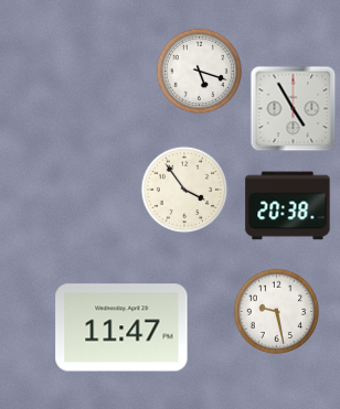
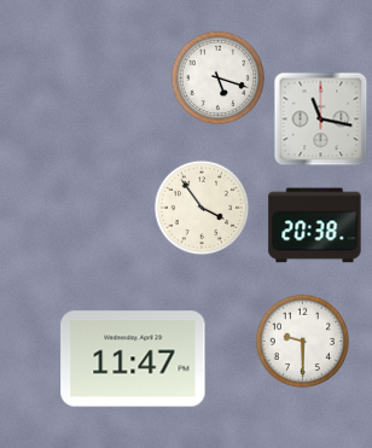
clock at (293, 108): 4:55 -> 11:17
clock at (276, 311): 9:28 -> 9:30
